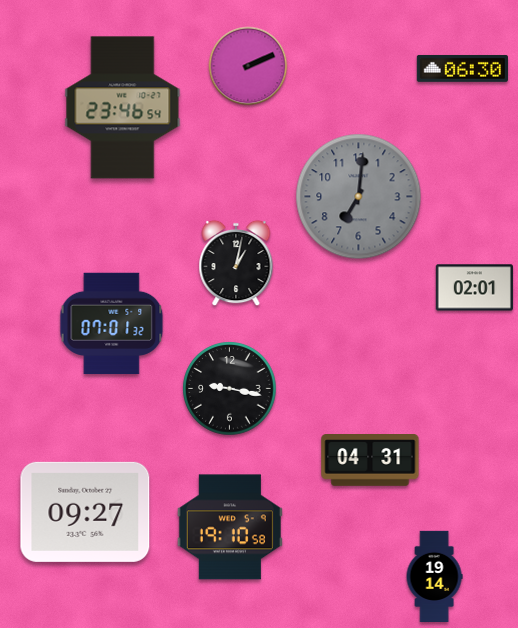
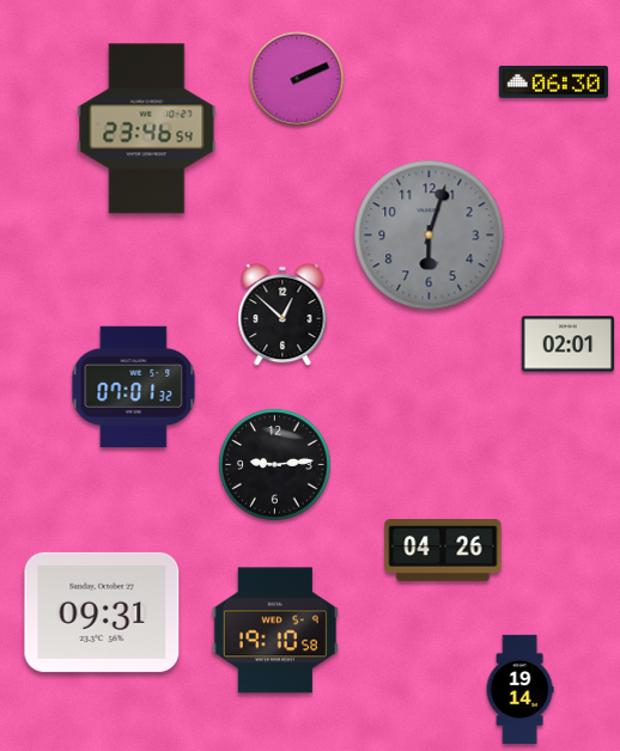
clock at (359, 197): 7:01 -> 6:03
clock at (236, 263): 1:02 -> 12:52
clock at (230, 389): 9:17 -> 9:14
clock at (370, 460): 04:31 -> 04:26
clock at (85, 512): 09:27 -> 09:31
